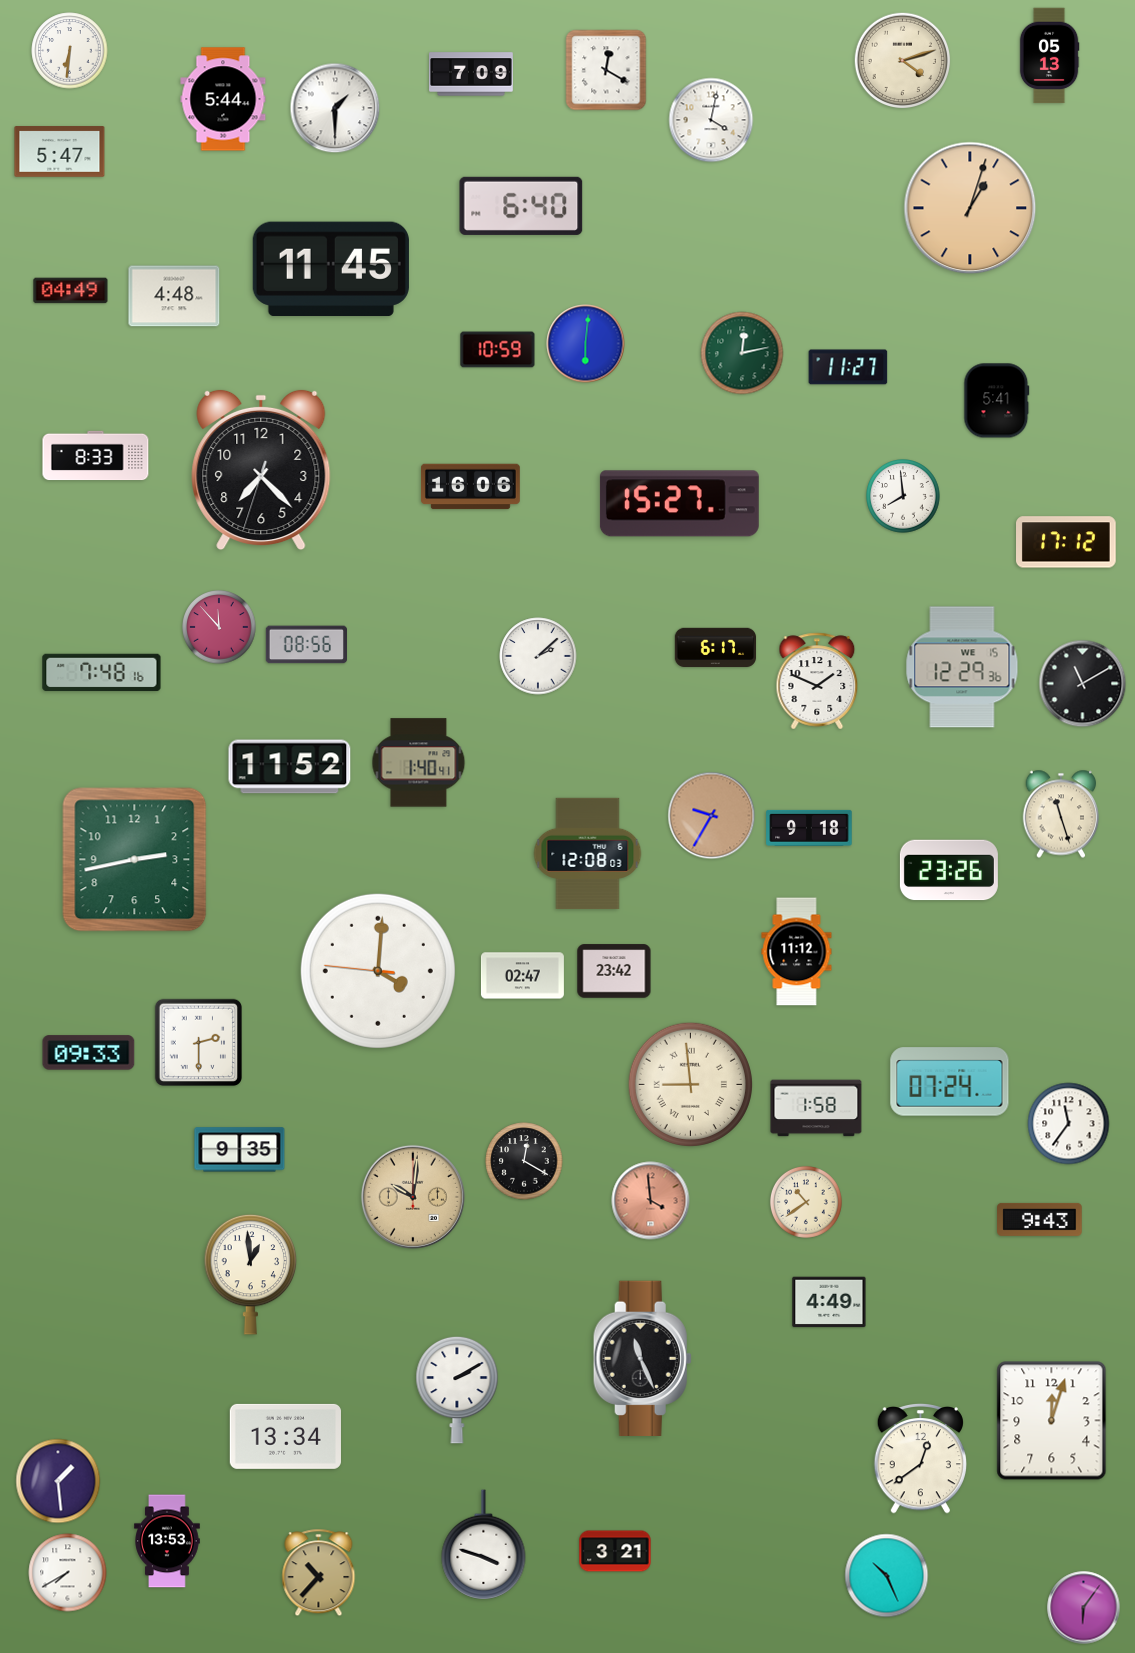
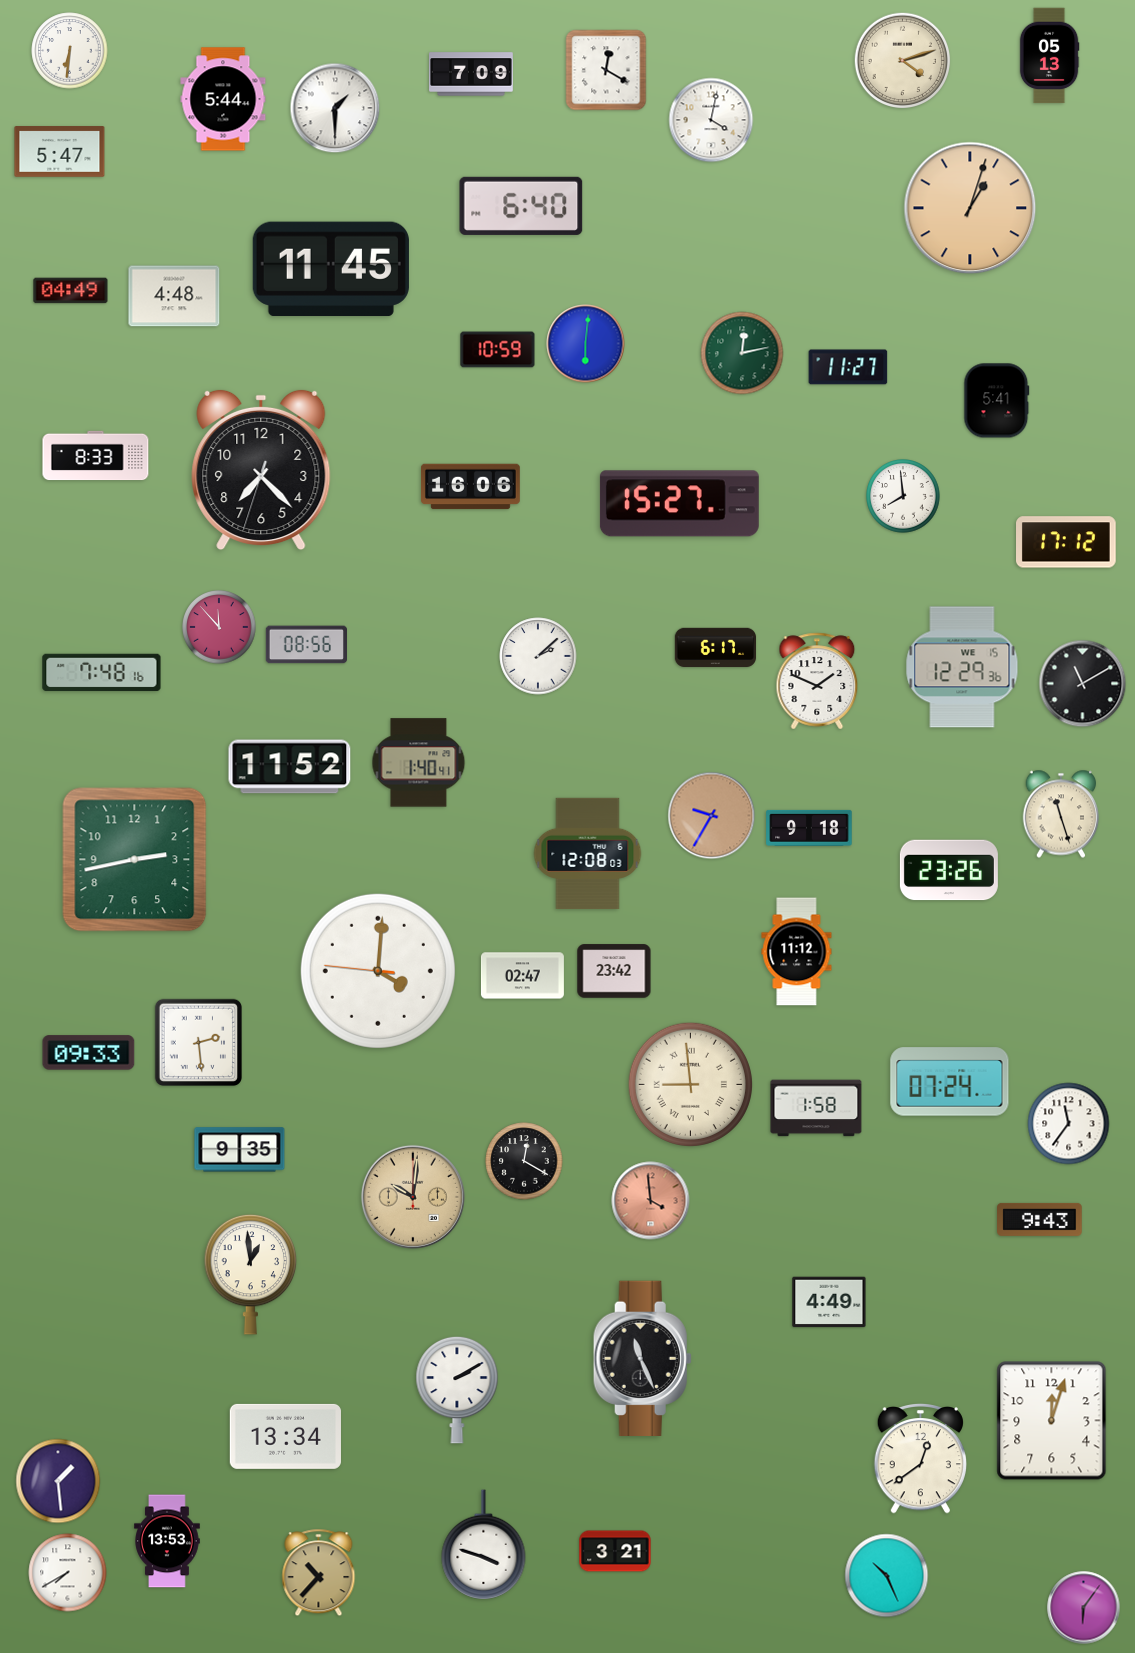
clock at (198, 1042): 2:30 -> 2:29
clock at (806, 1202): 10:39 -> none
